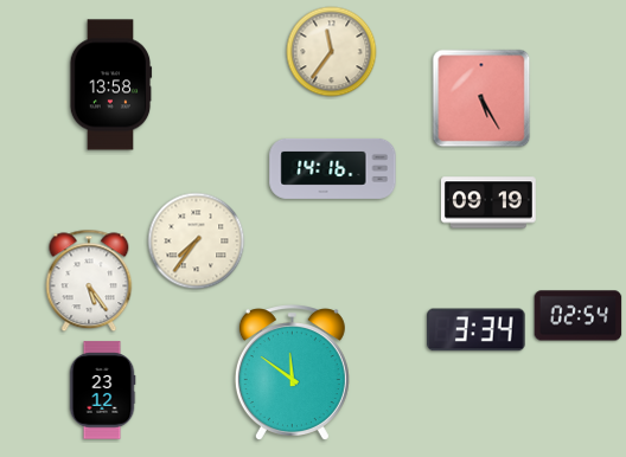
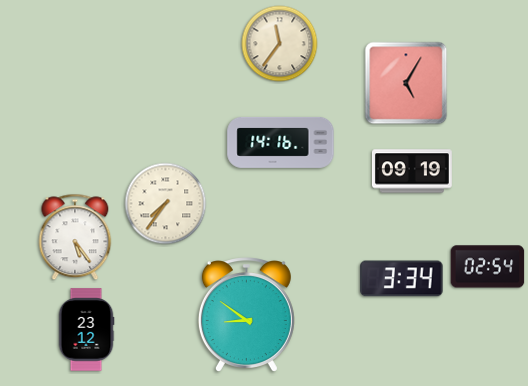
clock at (110, 85): 13:58 -> none
clock at (481, 98): 5:25 -> 5:05
clock at (292, 372): 11:51 -> 8:51
